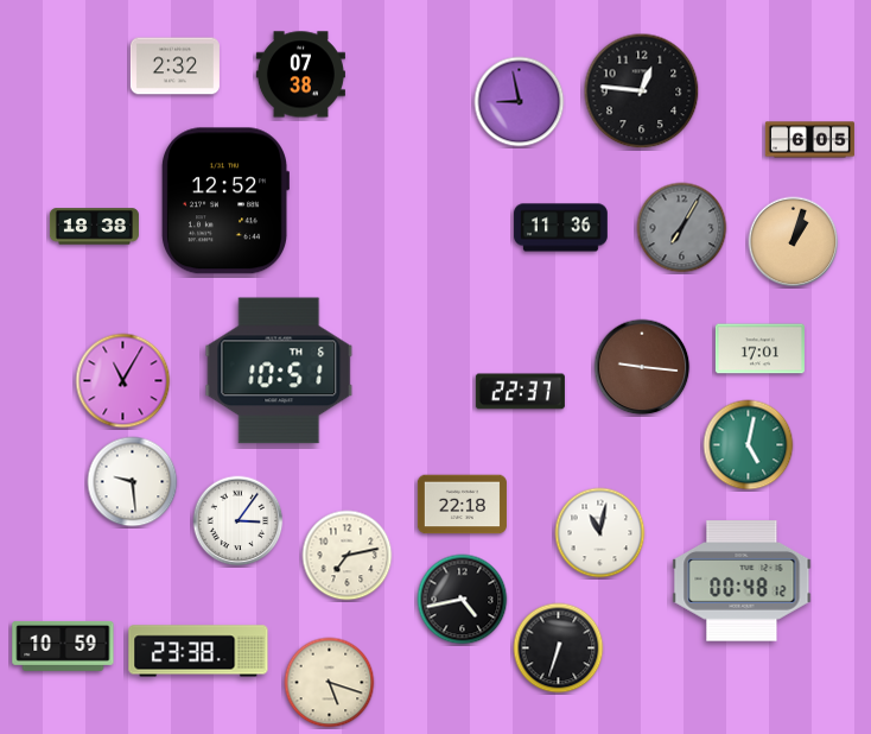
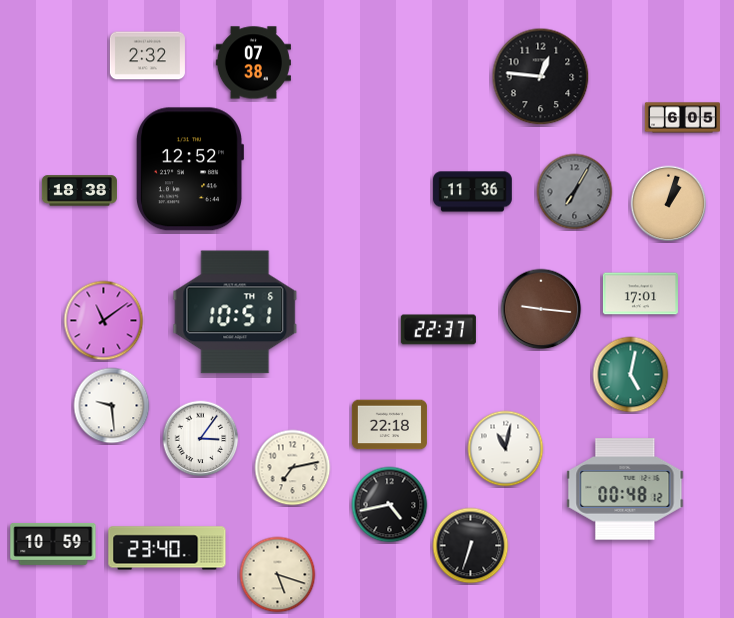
clock at (520, 102): 8:58 -> none
clock at (123, 381): 11:05 -> 11:09
clock at (198, 651): 23:38 -> 23:40
